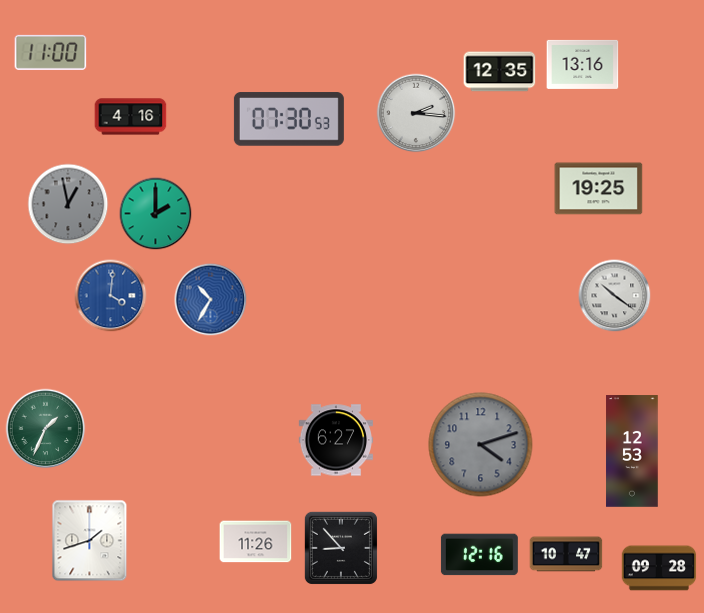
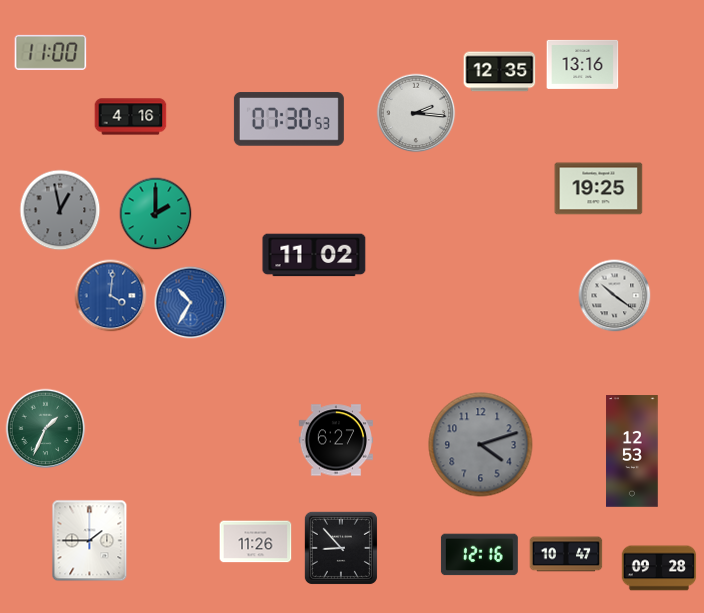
clock at (68, 204) position: (68, 204) -> (60, 210)
clock at (314, 255): none -> 11:02
clock at (211, 300) position: (211, 300) -> (191, 303)
clock at (90, 541): 1:42 -> 1:45
